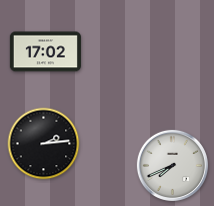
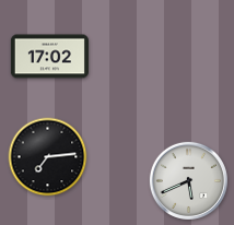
clock at (44, 144): 2:14 -> 7:14
clock at (172, 165): 7:41 -> 5:41
